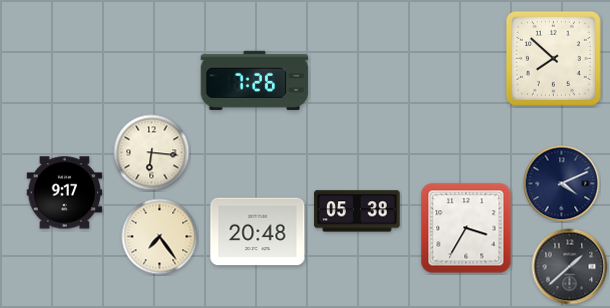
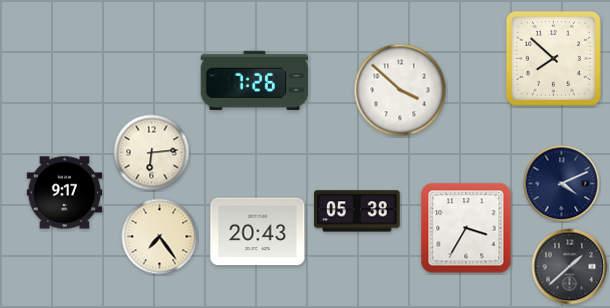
clock at (400, 90): none -> 3:52
clock at (152, 153): 6:16 -> 6:14
clock at (258, 232): 20:48 -> 20:43
